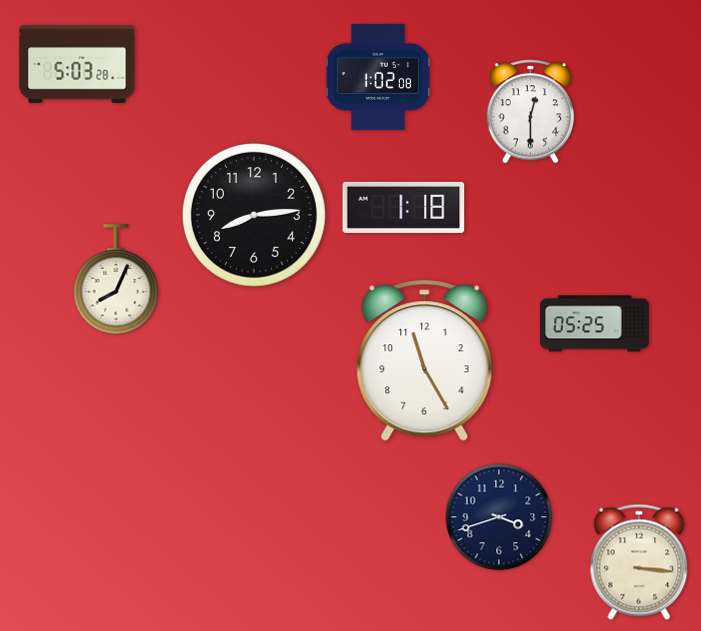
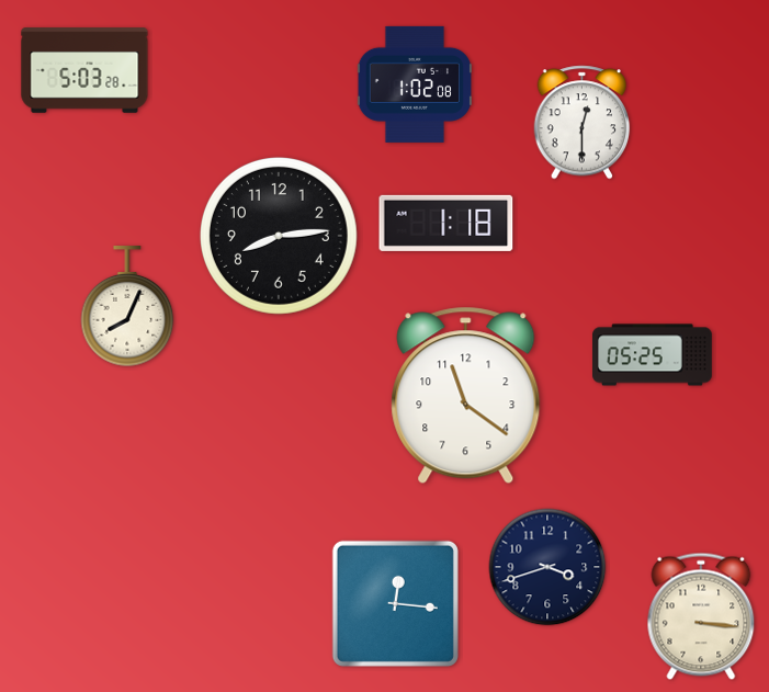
clock at (404, 207) position: (404, 207) -> (446, 223)
clock at (425, 361): 11:25 -> 11:21
clock at (395, 603): none -> 12:16
